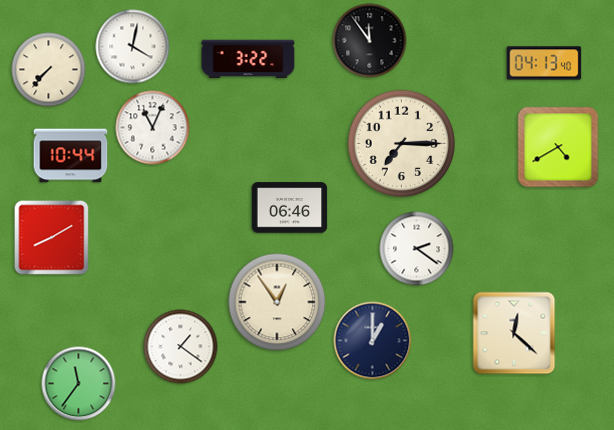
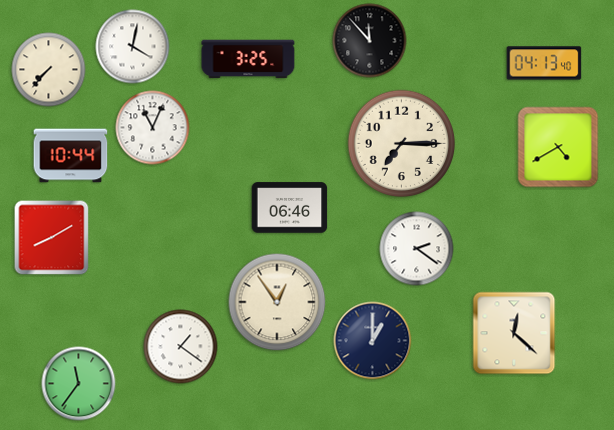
clock at (370, 41): 11:54 -> 11:53
clock at (248, 59): 3:22 -> 3:25
